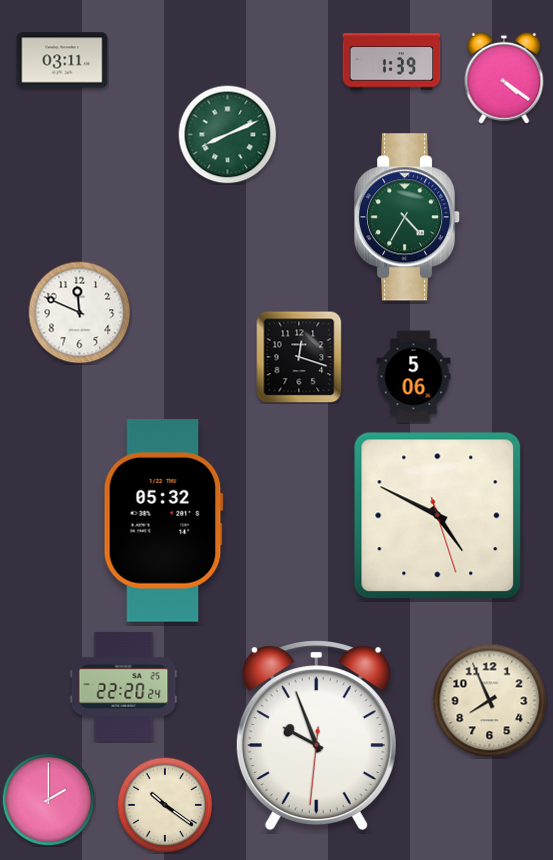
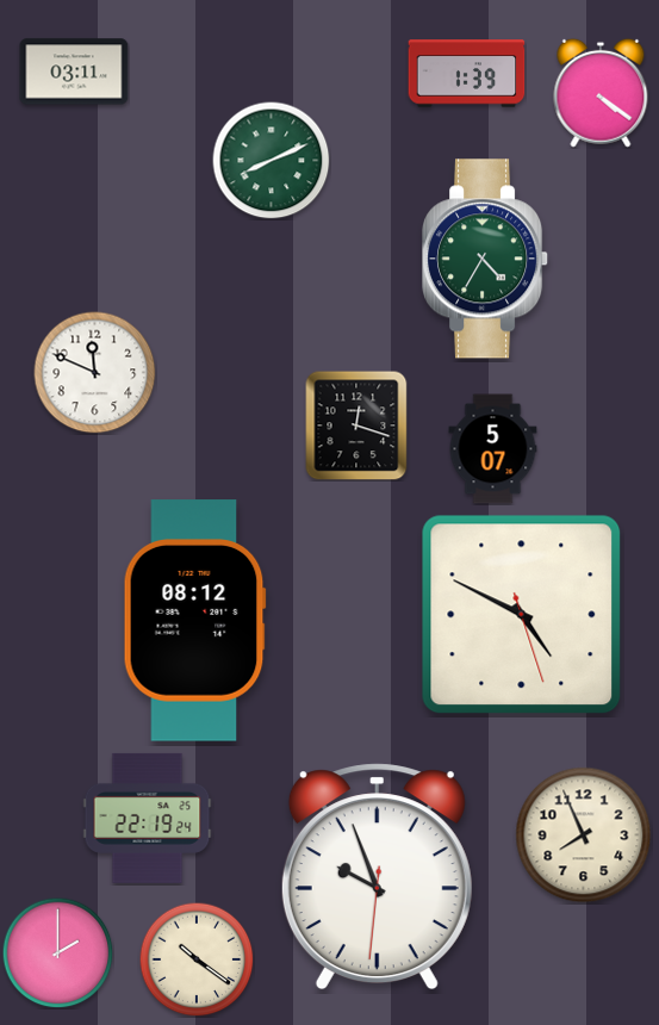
clock at (414, 377): 5:06 -> 5:07
clock at (163, 521): 05:32 -> 08:12
clock at (124, 686): 22:20 -> 22:19
